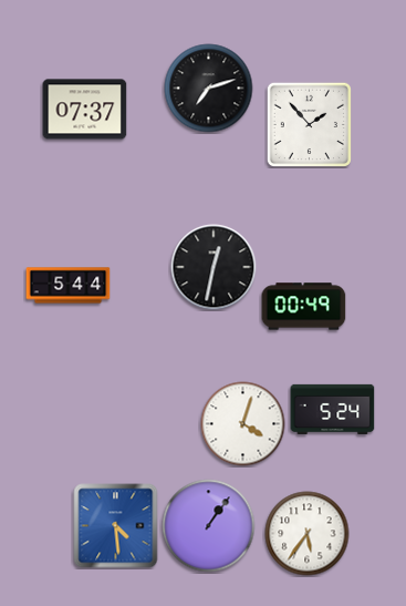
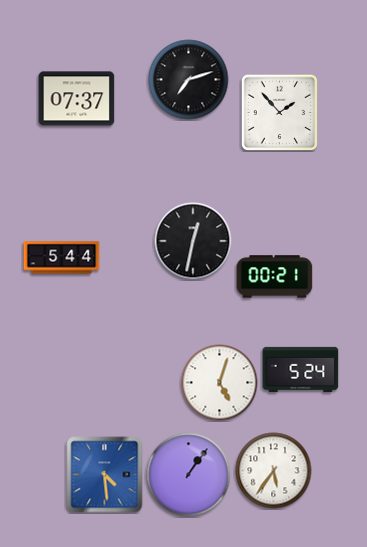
clock at (304, 307): 00:49 -> 00:21
clock at (243, 424): 4:03 -> 5:03
clock at (308, 534) position: (308, 534) -> (274, 471)
